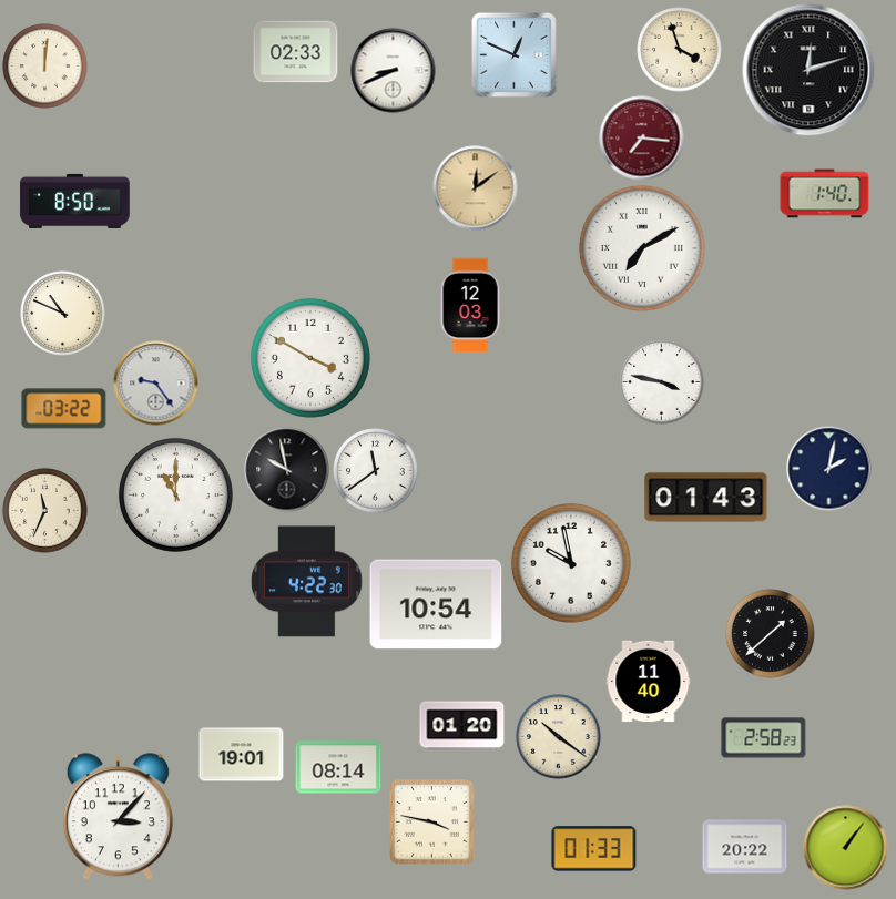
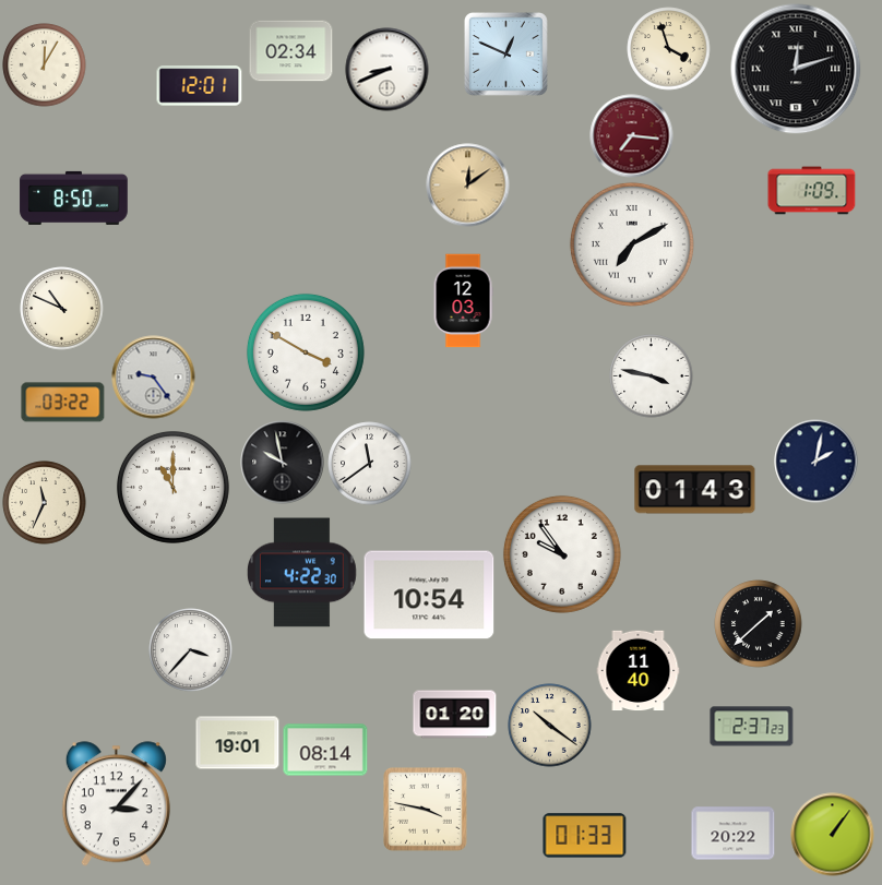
clock at (296, 52): 02:33 -> 02:34
clock at (45, 67): 12:01 -> 12:05
clock at (200, 86): none -> 12:01
clock at (825, 194): 1:40 -> 1:09
clock at (571, 563): 9:58 -> 9:54
clock at (191, 650): none -> 3:37
clock at (764, 738): 2:58 -> 2:37
clock at (338, 767) position: (338, 767) -> (325, 750)
